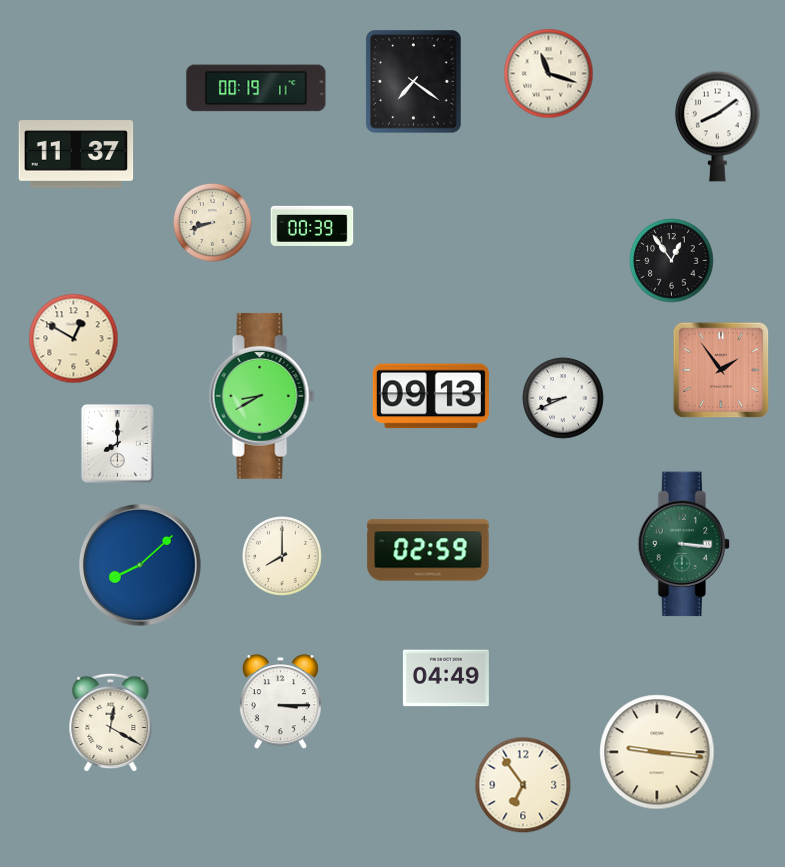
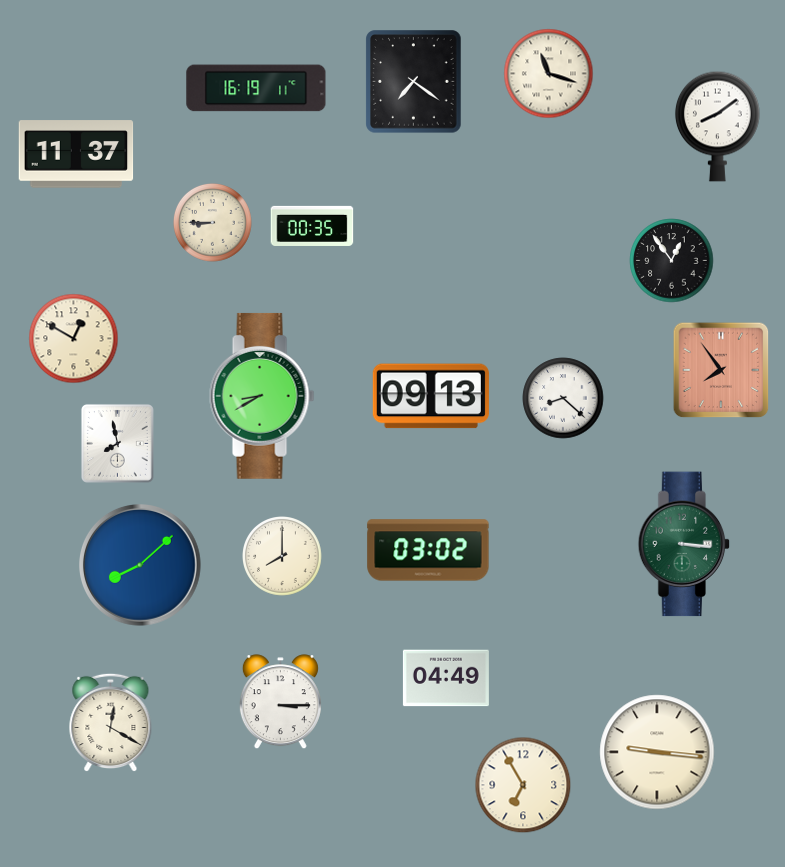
clock at (256, 88): 00:19 -> 16:19
clock at (213, 223): 8:42 -> 8:45
clock at (312, 226): 00:39 -> 00:35
clock at (721, 370): 1:54 -> 7:54
clock at (563, 398): 8:41 -> 8:22
clock at (117, 443): 8:00 -> 7:58
clock at (428, 550): 02:59 -> 03:02
clock at (523, 785): 6:54 -> 6:55
